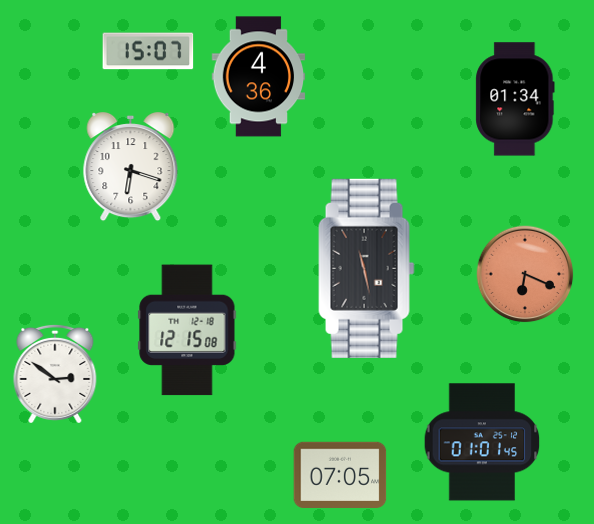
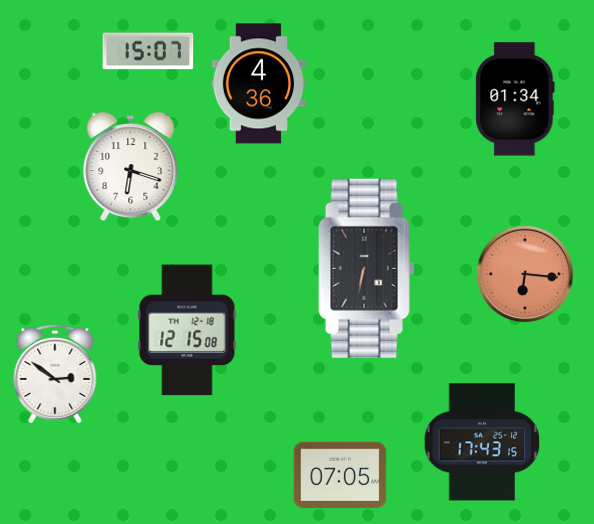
clock at (259, 77) position: (259, 77) -> (259, 84)
clock at (367, 268): 11:28 -> 6:32
clock at (525, 274): 6:19 -> 6:16
clock at (482, 442): 01:01 -> 17:43
